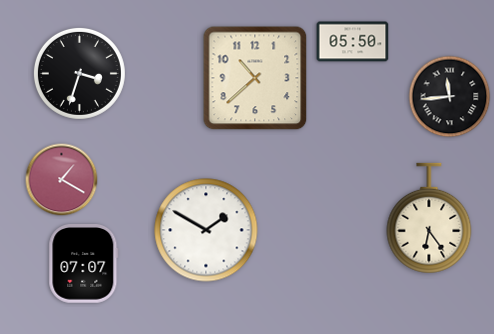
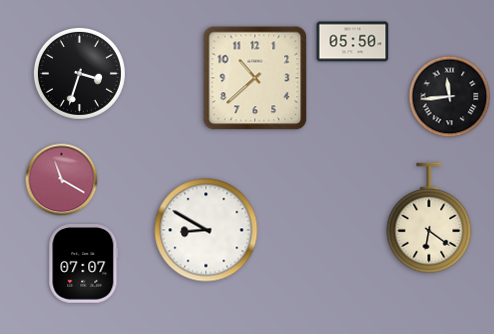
clock at (62, 180): 1:20 -> 11:20
clock at (429, 218): 6:24 -> 6:21
clock at (206, 230): 1:50 -> 8:50
